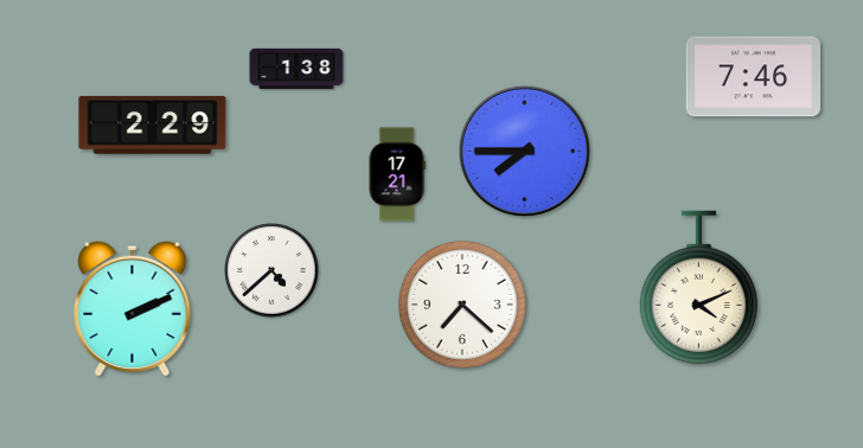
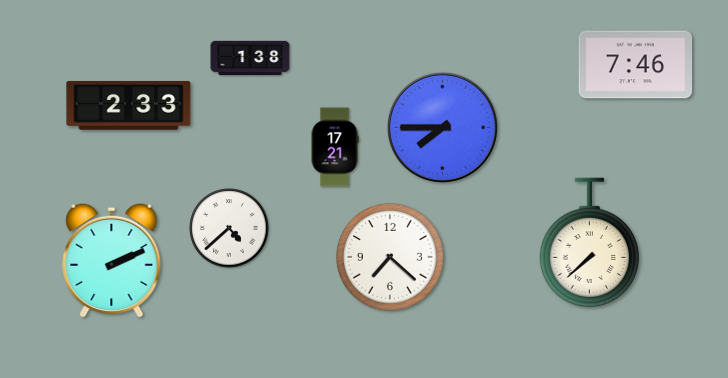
clock at (153, 124): 2:29 -> 2:33
clock at (698, 288): 4:11 -> 7:38
